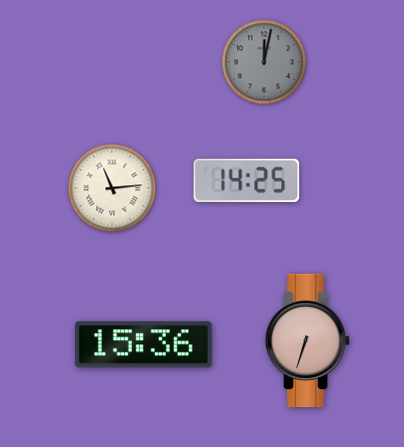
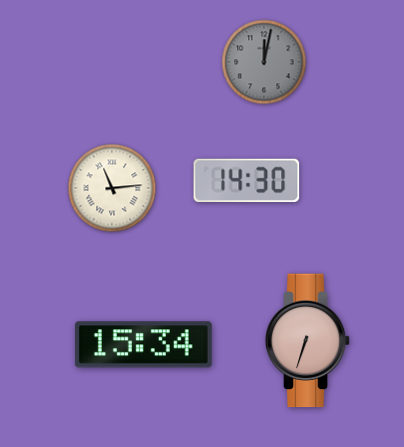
clock at (247, 180): 14:25 -> 14:30
clock at (143, 345): 15:36 -> 15:34
